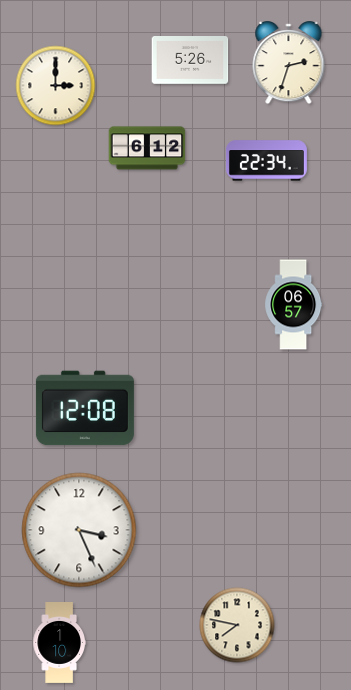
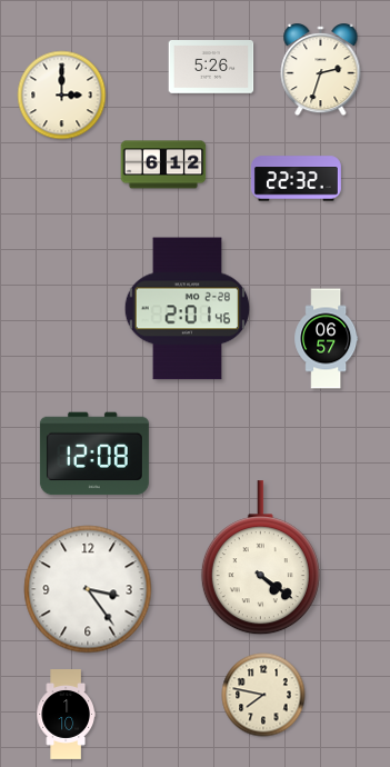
clock at (266, 161): 22:34 -> 22:32
clock at (188, 309): none -> 2:01
clock at (260, 558): none -> 4:21
clock at (79, 530): 3:26 -> 3:24
